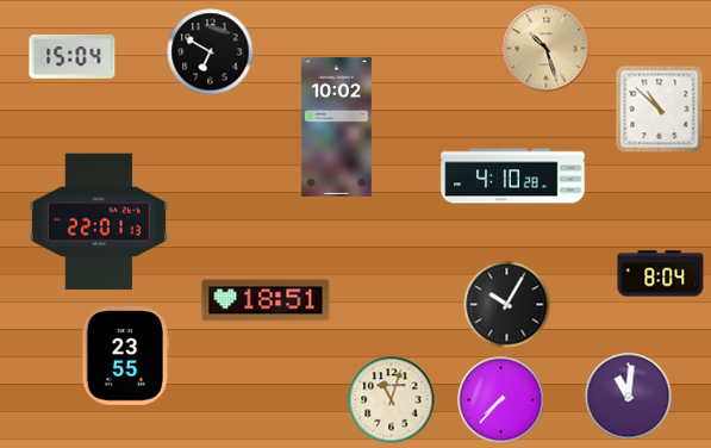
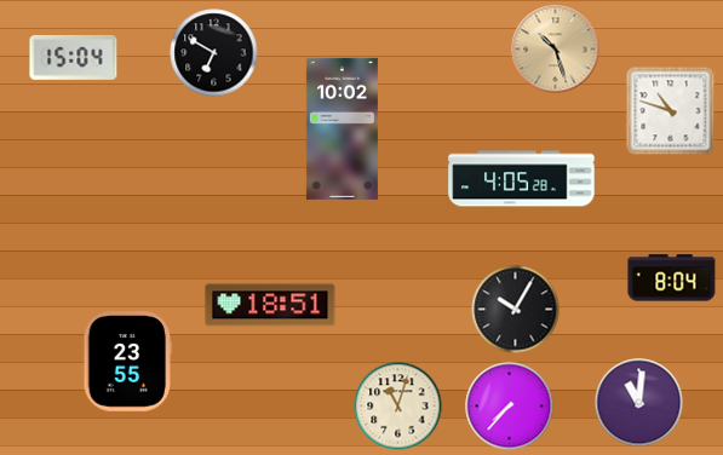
clock at (660, 110): 10:52 -> 10:48
clock at (513, 176): 4:10 -> 4:05
clock at (99, 222): 22:01 -> none
